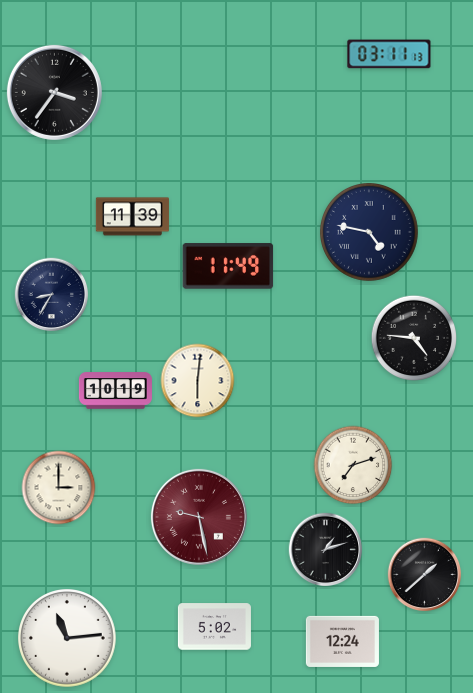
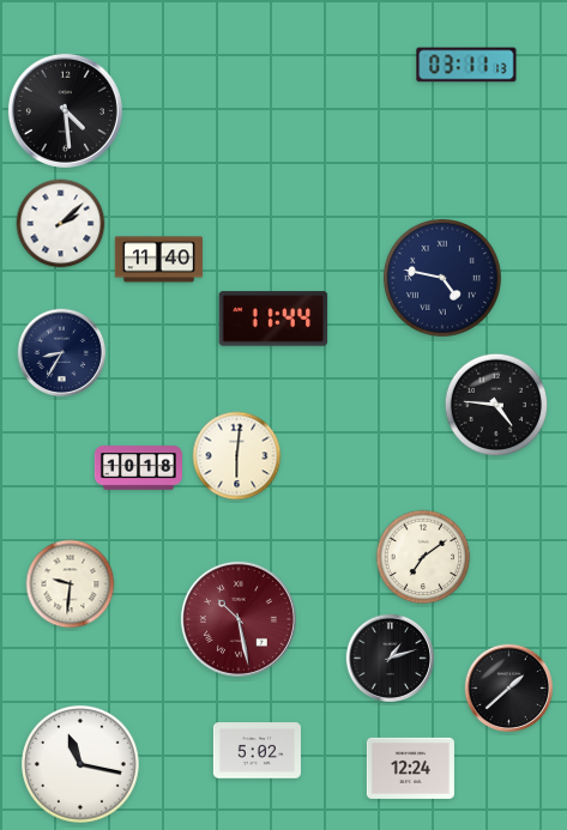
clock at (54, 92): 3:36 -> 4:29
clock at (61, 224): none -> 2:08
clock at (132, 217): 11:39 -> 11:40
clock at (228, 266): 11:49 -> 11:44
clock at (115, 391): 10:19 -> 10:18
clock at (353, 465): 7:12 -> 7:09
clock at (59, 488): 3:00 -> 9:31
clock at (199, 517): 9:28 -> 10:28
clock at (68, 639): 11:14 -> 11:17
